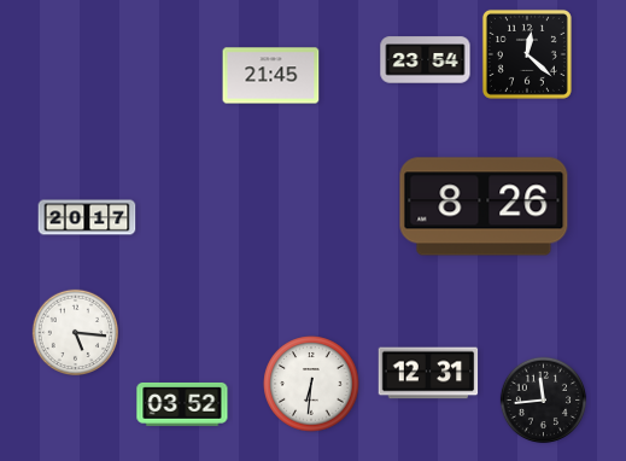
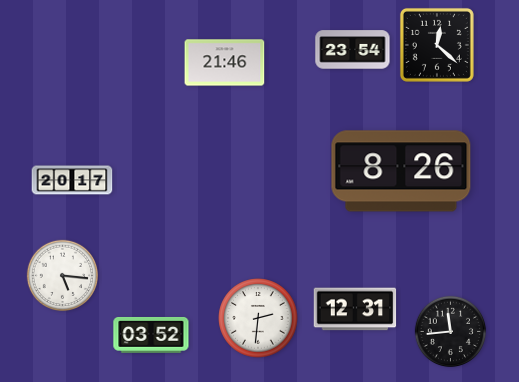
clock at (271, 76): 21:45 -> 21:46
clock at (311, 384): 6:31 -> 2:31
